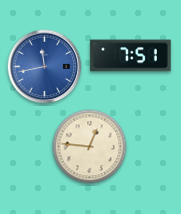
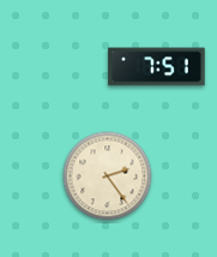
clock at (45, 67): 11:43 -> none
clock at (90, 147): 12:46 -> 2:24
